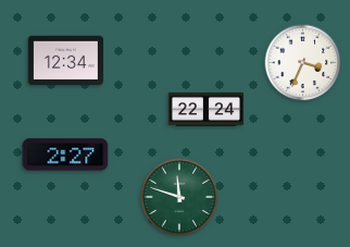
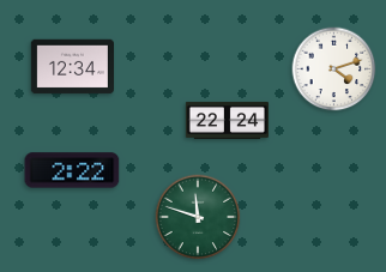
clock at (303, 63): 3:34 -> 4:12
clock at (65, 155): 2:27 -> 2:22
